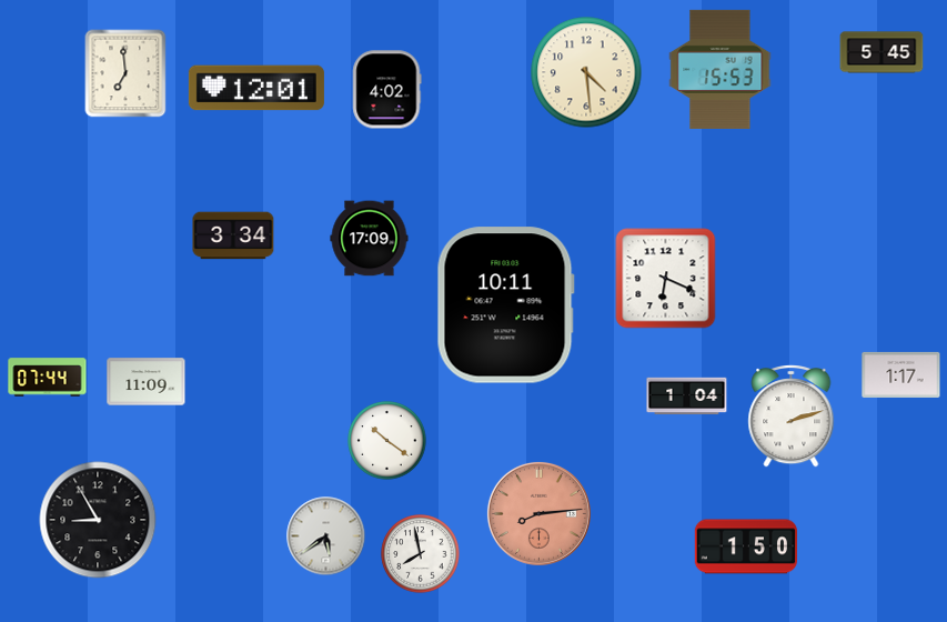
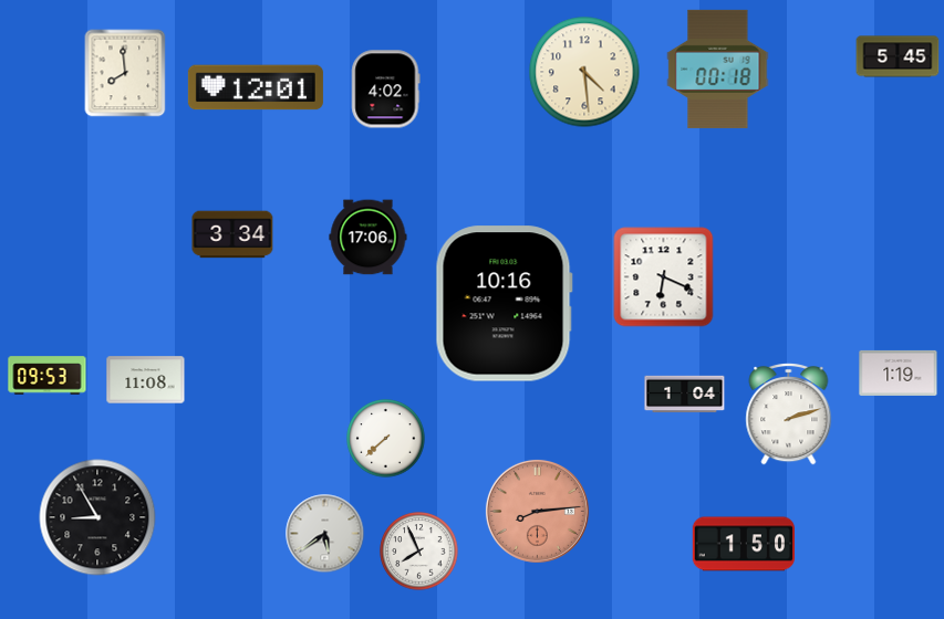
clock at (881, 52) position: (881, 52) -> (898, 56)
clock at (721, 69): 15:53 -> 00:18
clock at (125, 73): 6:59 -> 7:59
clock at (370, 239): 17:09 -> 17:06
clock at (505, 305): 10:11 -> 10:16
clock at (901, 374): 1:17 -> 1:19
clock at (48, 378): 07:44 -> 09:53
clock at (147, 382): 11:09 -> 11:08
clock at (387, 441): 10:21 -> 7:38
clock at (421, 554): 7:58 -> 7:56
